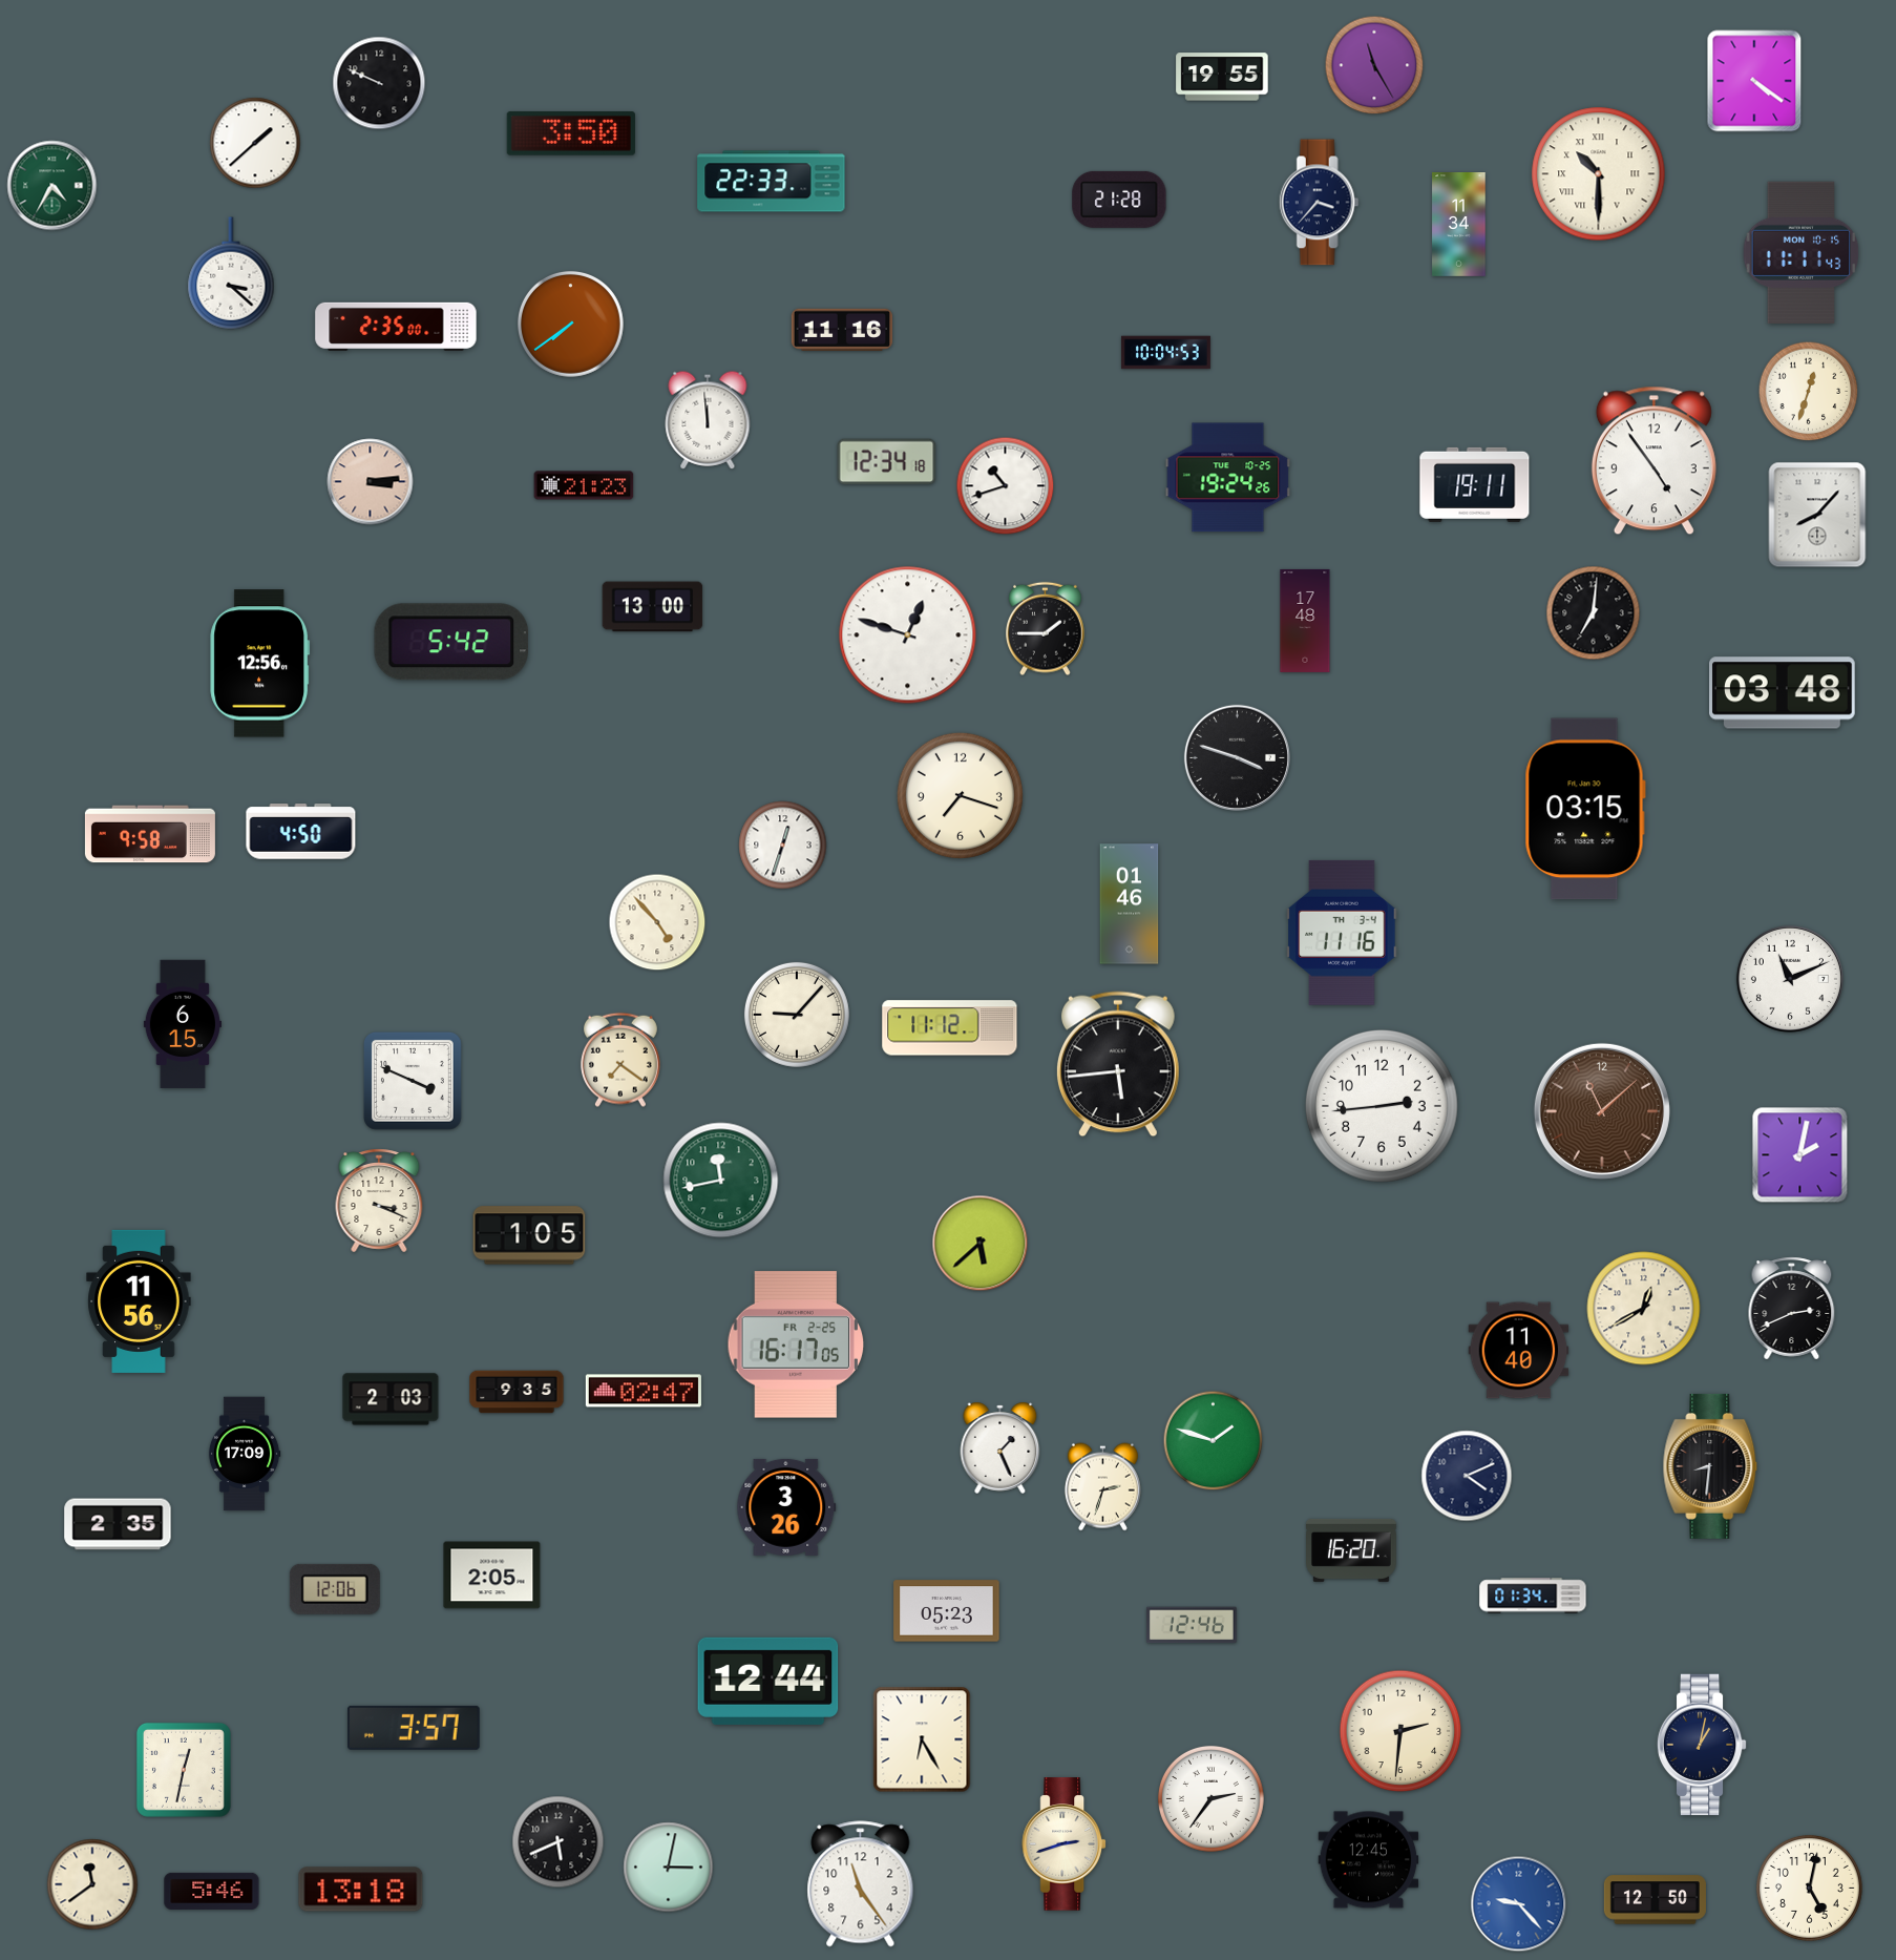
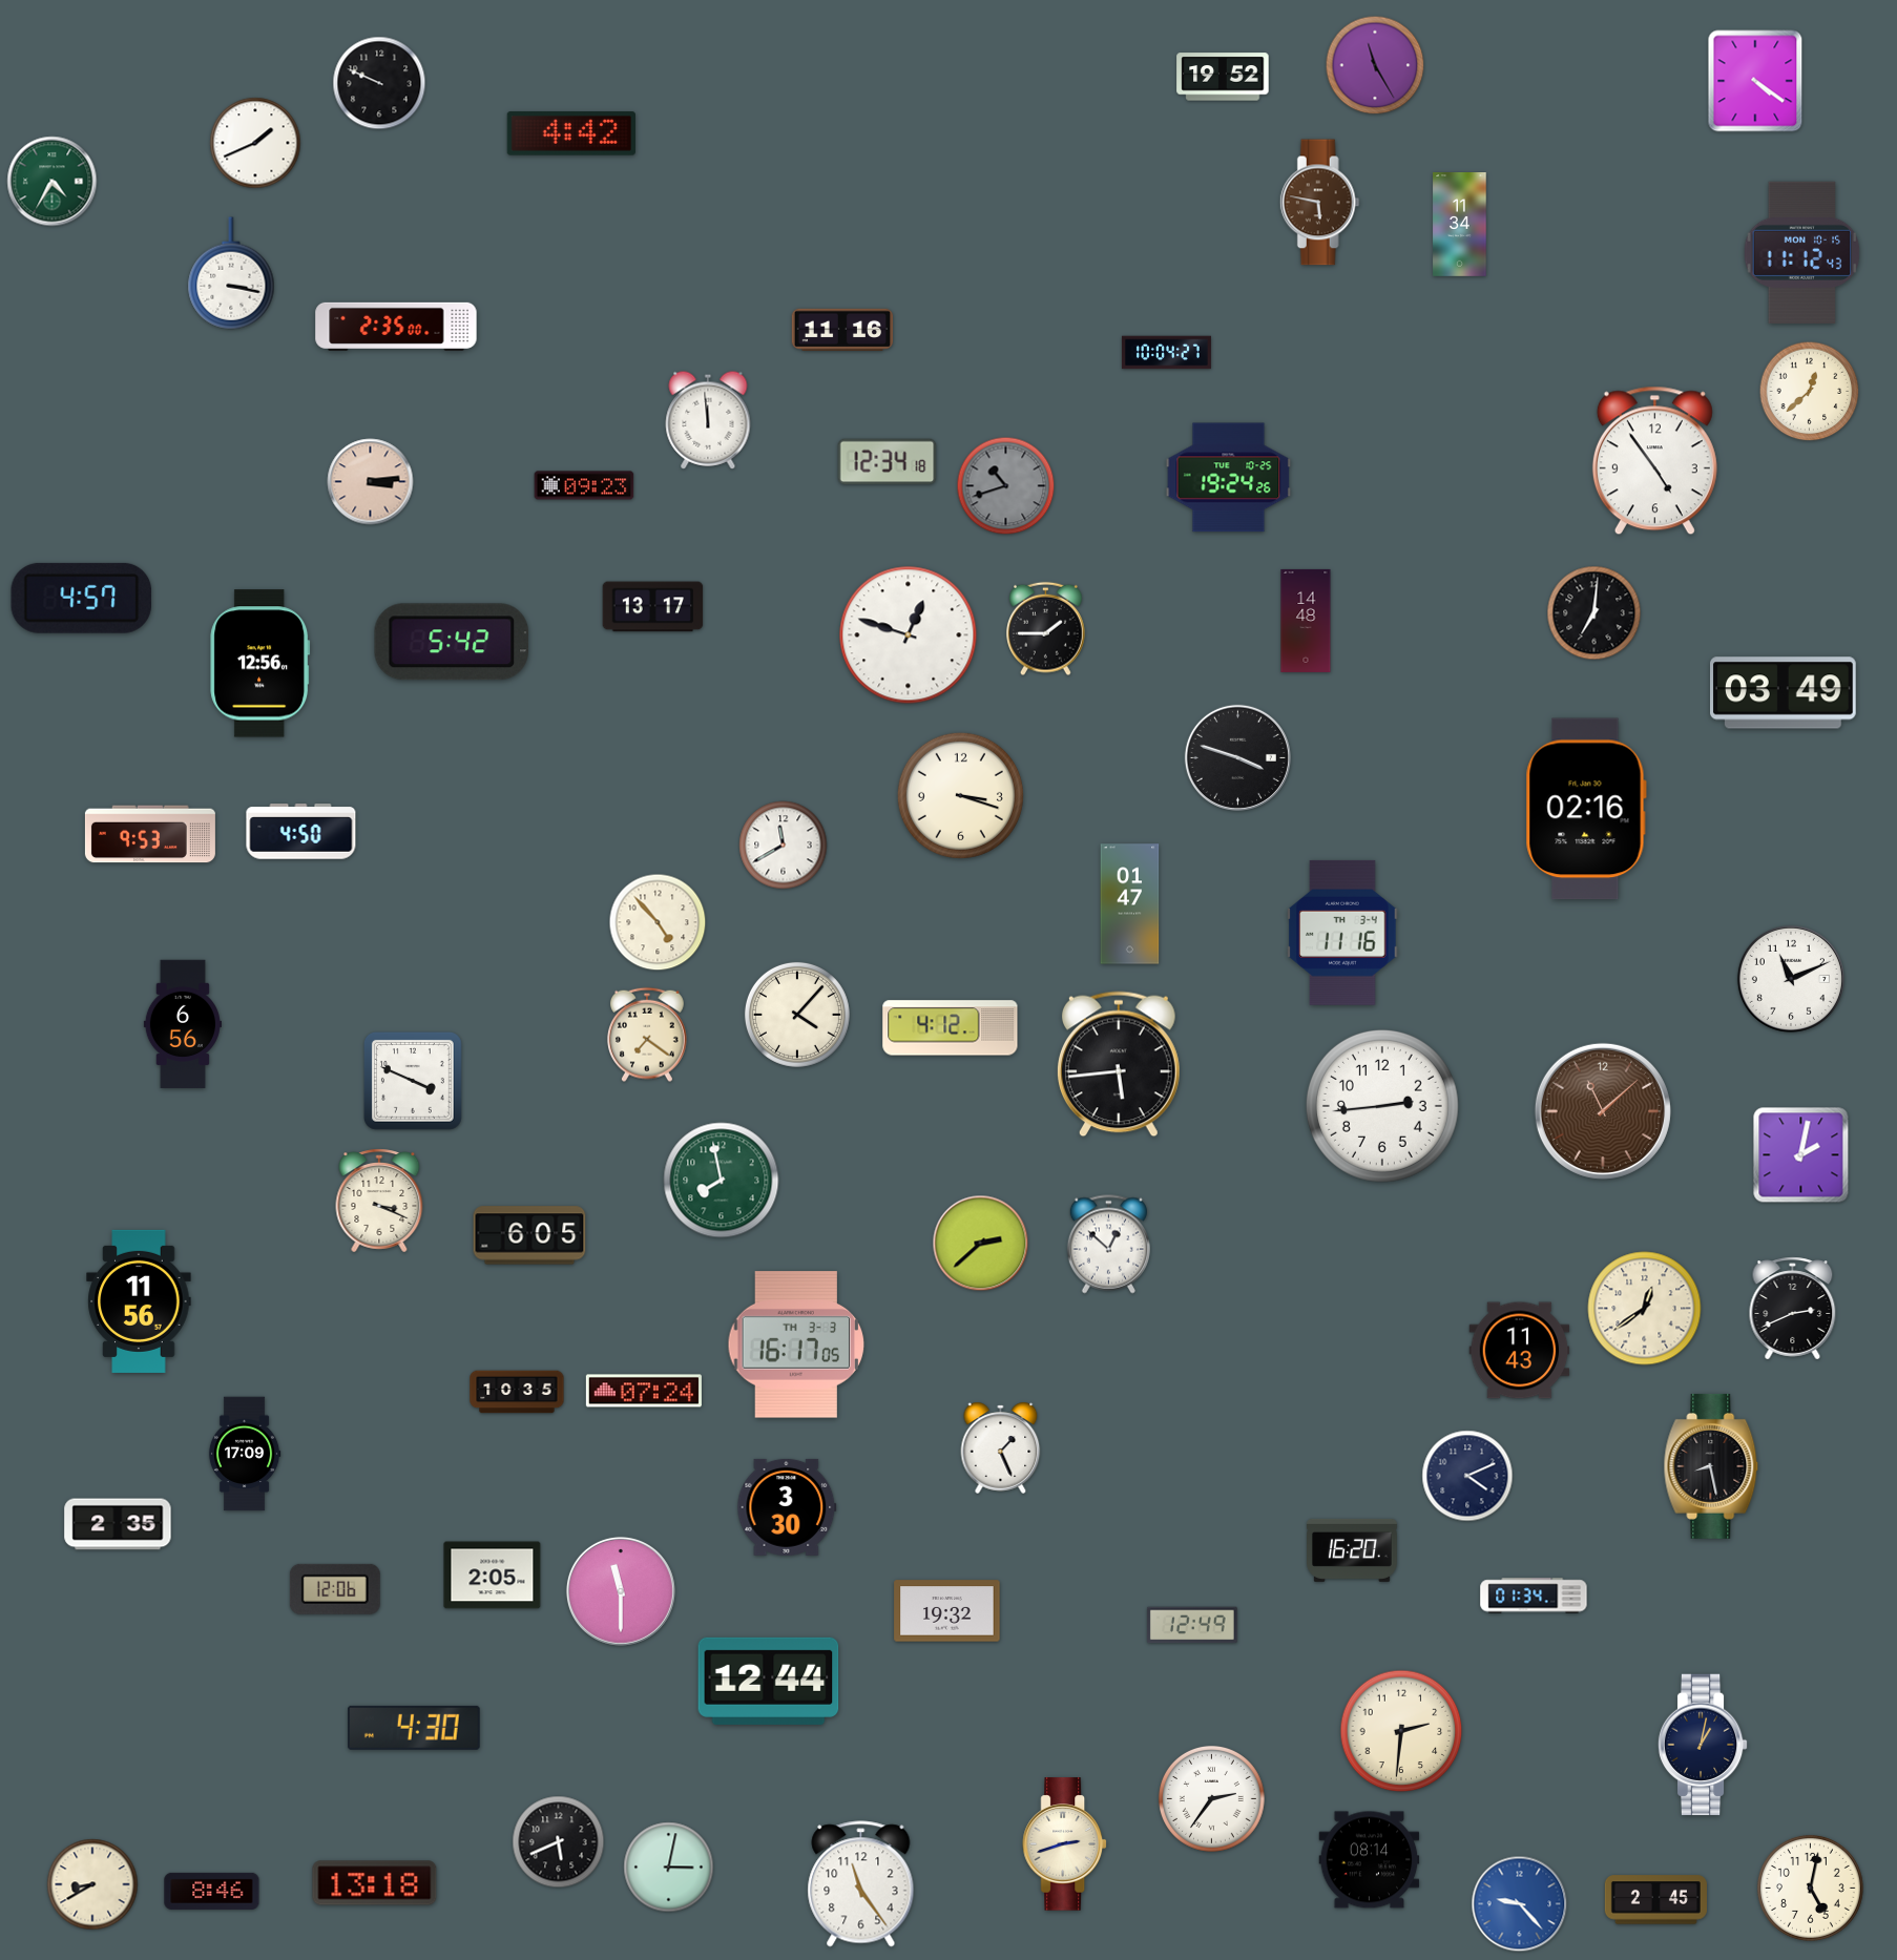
clock at (1222, 77): 19:55 -> 19:52
clock at (571, 133): 3:50 -> 4:42
clock at (255, 143): 1:38 -> 1:41
clock at (1599, 174): 10:30 -> none
clock at (772, 182): 22:33 -> none
clock at (52, 186) position: (52, 186) -> (53, 182)
clock at (1119, 200): 21:28 -> none
clock at (1319, 203): 3:37 -> 5:47
clock at (1319, 203) dial: navy -> brown
clock at (1802, 252): 11:11 -> 11:12
clock at (231, 273): 3:22 -> 3:17
clock at (570, 324): 7:39 -> none
clock at (1165, 353): 10:04:53 -> 10:04:27
clock at (1809, 392): 12:33 -> 12:38
clock at (1475, 484): 19:11 -> none
clock at (584, 485): 21:23 -> 09:23
clock at (1006, 486) dial: white -> grey
clock at (1817, 515): 8:07 -> none
clock at (82, 598): none -> 4:57
clock at (653, 607): 13:00 -> 13:17
clock at (1305, 621): 17:48 -> 14:48
clock at (1783, 693): 03:48 -> 03:49
clock at (960, 795): 7:18 -> 3:18
clock at (1585, 809): 03:15 -> 02:16
clock at (150, 834): 9:58 -> 9:53
clock at (783, 846): 12:33 -> 11:40
clock at (1130, 904): 01:46 -> 01:47
clock at (797, 1015): 9:07 -> 4:07
clock at (183, 1024): 6:15 -> 6:56
clock at (950, 1028): 11:12 -> 4:12
clock at (620, 1060) position: (620, 1060) -> (647, 1035)
clock at (721, 1181): 11:43 -> 7:58
clock at (529, 1235): 1:05 -> 6:05
clock at (981, 1244): 5:38 -> 2:38
clock at (1108, 1245): none -> 12:52
clock at (1644, 1309): 12:40 -> 12:39
clock at (796, 1344) date: FR 2-25 -> TH 3-3
clock at (1519, 1351): 11:40 -> 11:43
clock at (644, 1391): 02:47 -> 07:24
clock at (517, 1392): 9:35 -> 10:35
clock at (391, 1399): 2:03 -> none
clock at (1214, 1441): 1:48 -> none
clock at (1710, 1466): 8:31 -> 8:28
clock at (1102, 1487): 2:33 -> none
clock at (786, 1507): 3:26 -> 3:30
clock at (621, 1591): none -> 11:30
clock at (947, 1611): 05:23 -> 19:32
clock at (1192, 1625): 12:46 -> 12:49
clock at (414, 1728): 3:57 -> 4:30
clock at (922, 1739): 6:25 -> none
clock at (184, 1770): 12:32 -> none
clock at (1369, 1860): 12:45 -> 08:14
clock at (92, 1884): 11:39 -> 8:40
clock at (361, 1890) position: (361, 1890) -> (375, 1883)
clock at (212, 1891): 5:46 -> 8:46
clock at (1655, 1900): 12:50 -> 2:45
